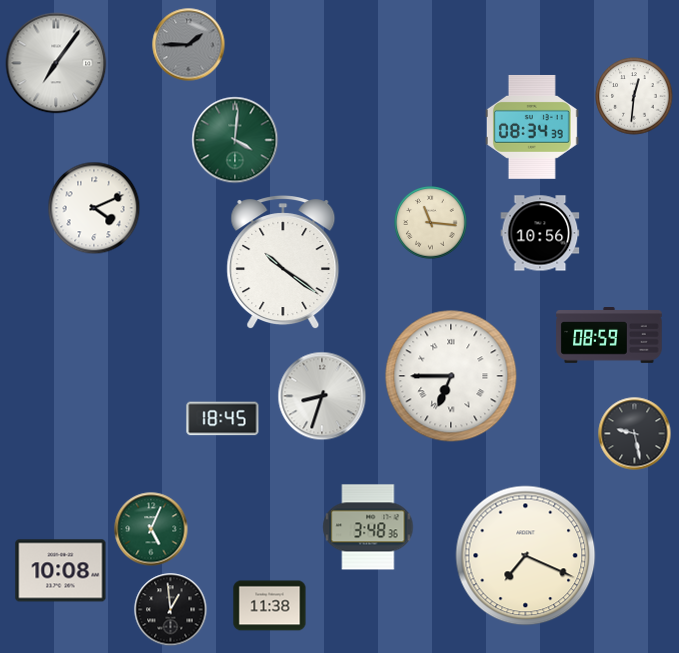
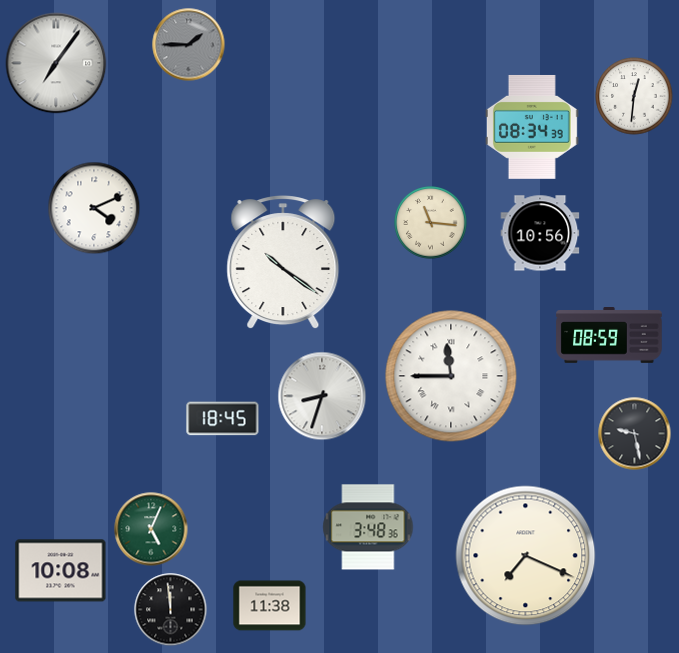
clock at (235, 140): 4:01 -> none
clock at (451, 376): 6:45 -> 11:45
clock at (171, 610): 12:59 -> 11:59
